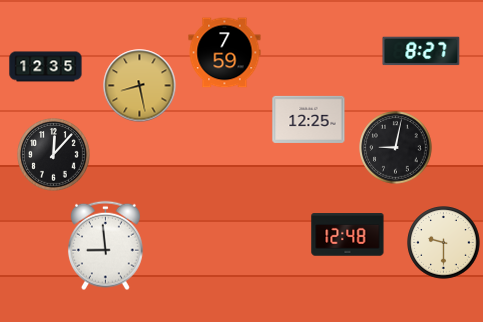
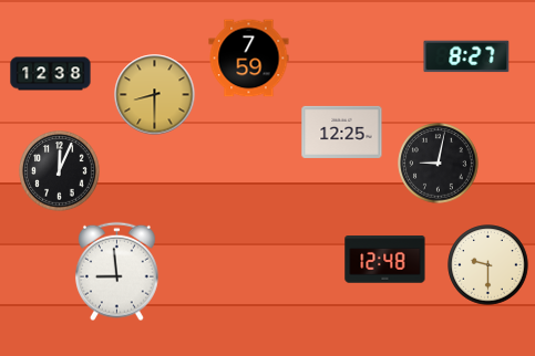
clock at (46, 67): 12:35 -> 12:38
clock at (140, 86): 8:28 -> 8:30
clock at (54, 155): 12:07 -> 12:04
clock at (444, 243) position: (444, 243) -> (488, 265)
